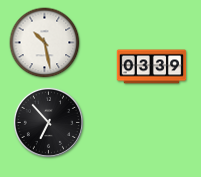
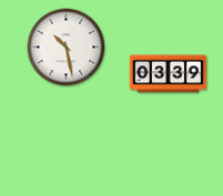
clock at (45, 43) position: (45, 43) -> (67, 48)
clock at (48, 122): 6:53 -> none
